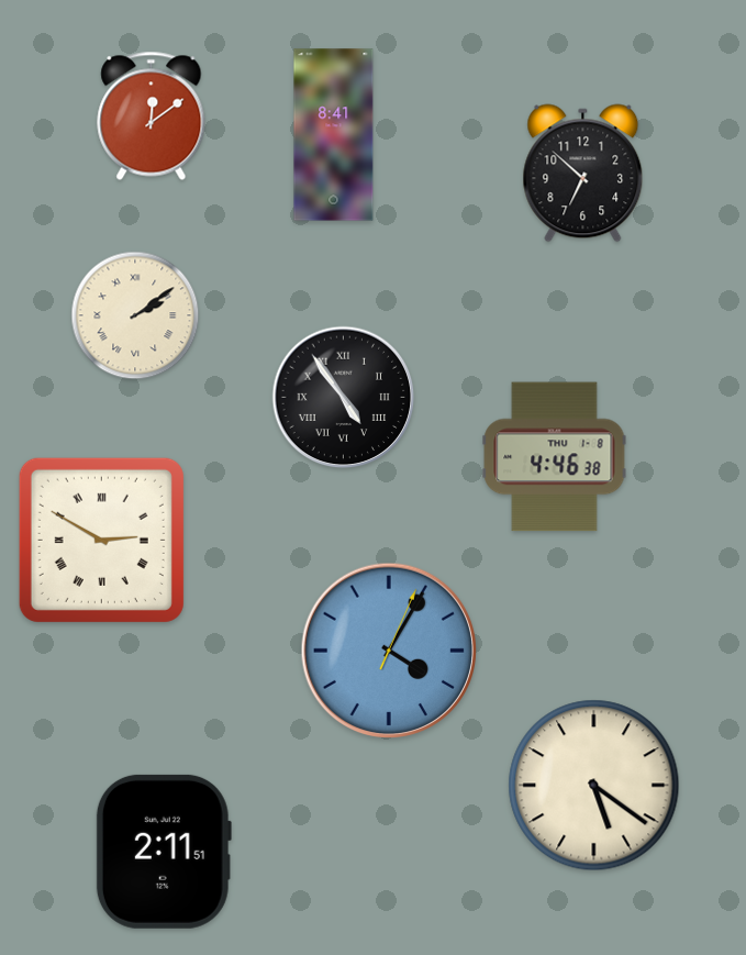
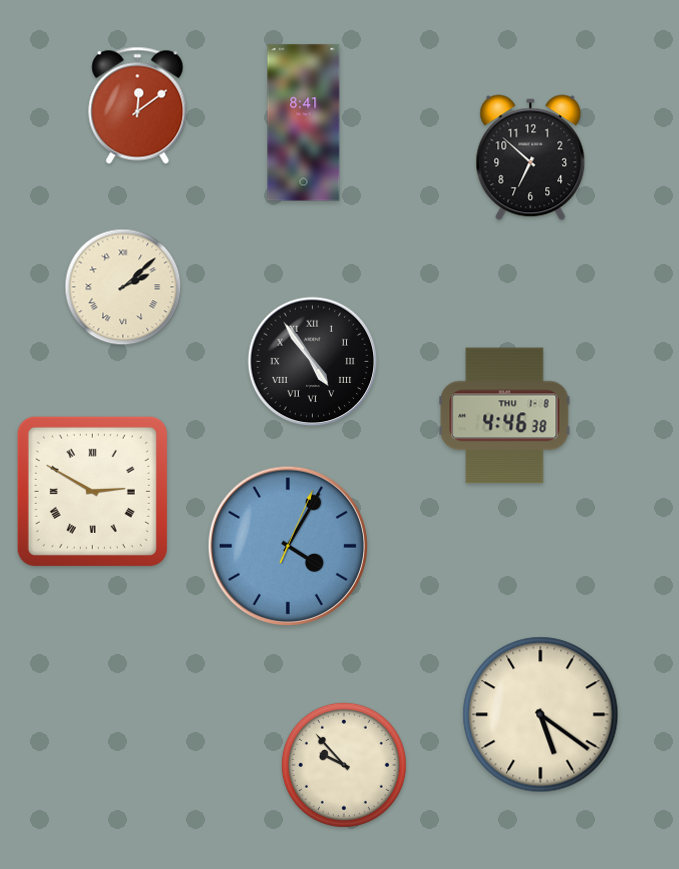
clock at (135, 315): 2:09 -> 2:08
clock at (389, 651) position: (389, 651) -> (288, 546)
clock at (344, 765): none -> 9:53
clock at (164, 852): 2:11 -> none
